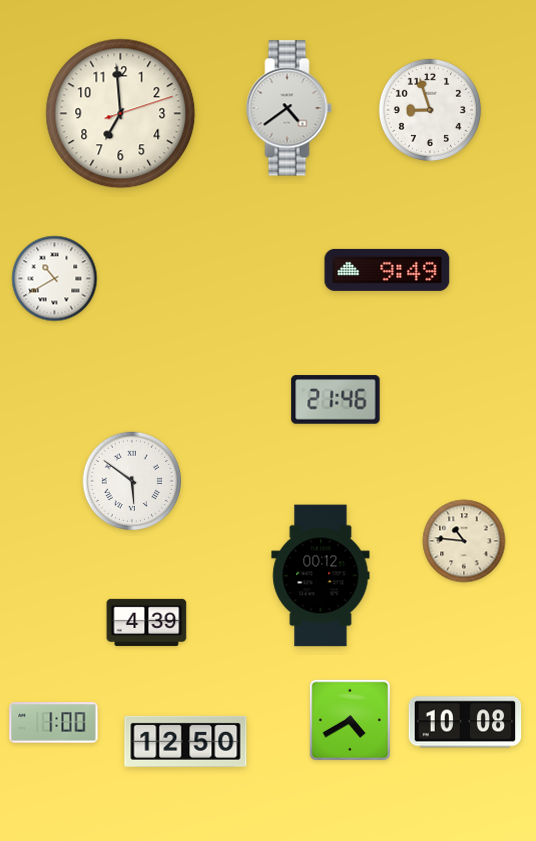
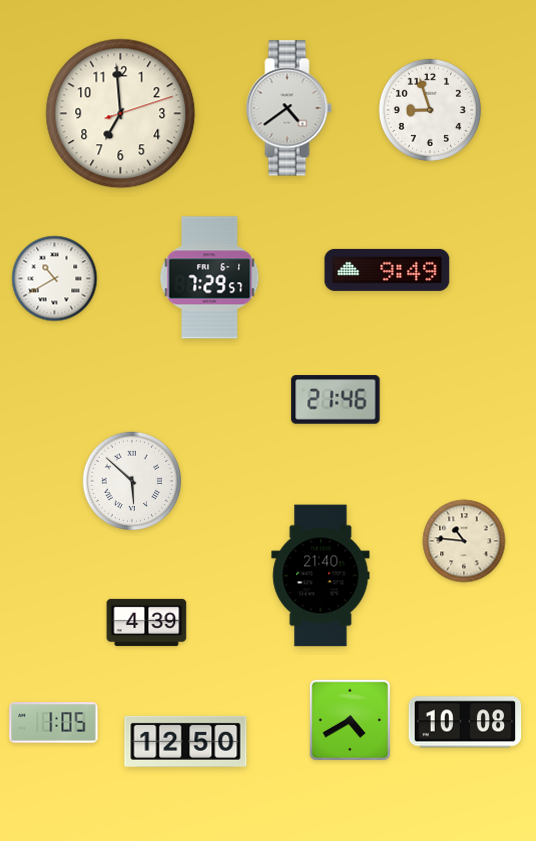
clock at (210, 278): none -> 7:29
clock at (132, 481): 5:51 -> 5:52
clock at (321, 576): 00:12 -> 21:40
clock at (54, 723): 1:00 -> 1:05
